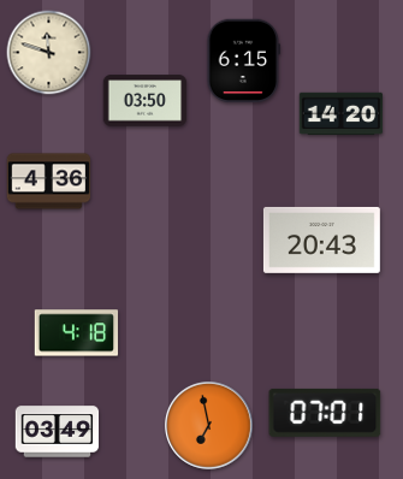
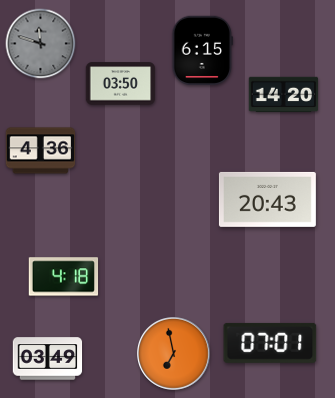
clock at (49, 53) dial: cream -> grey
